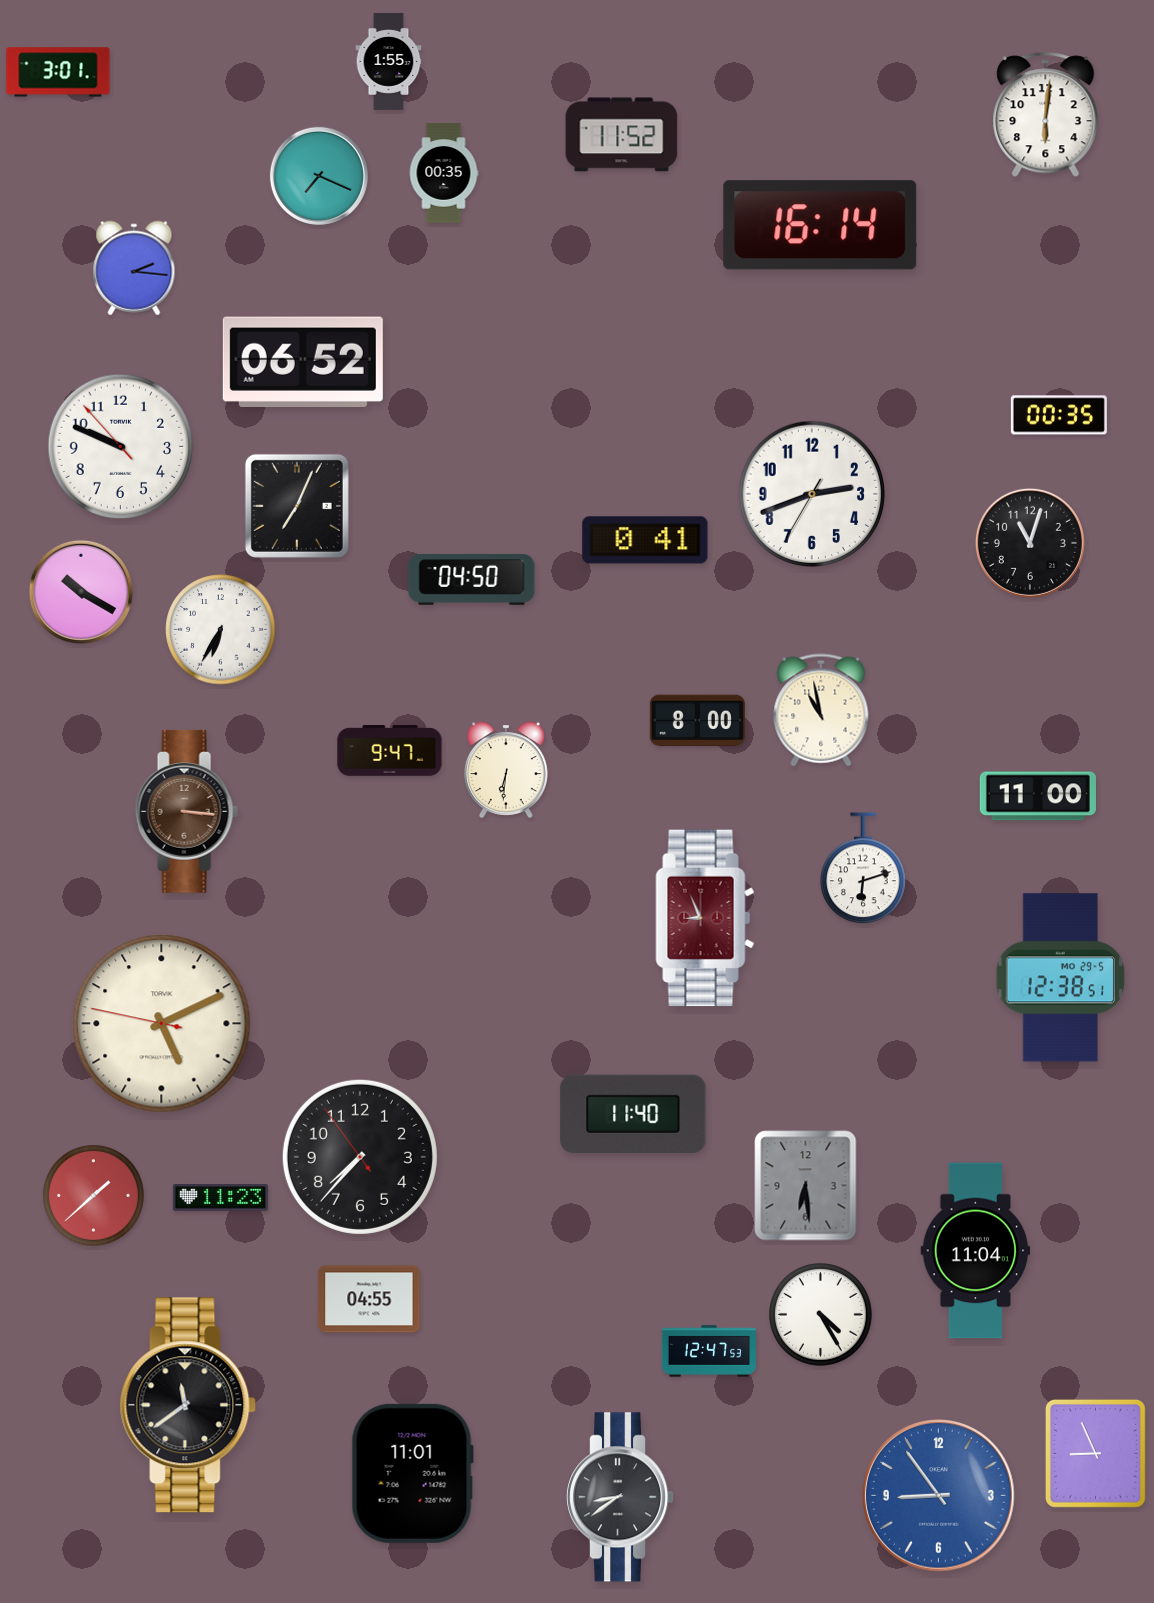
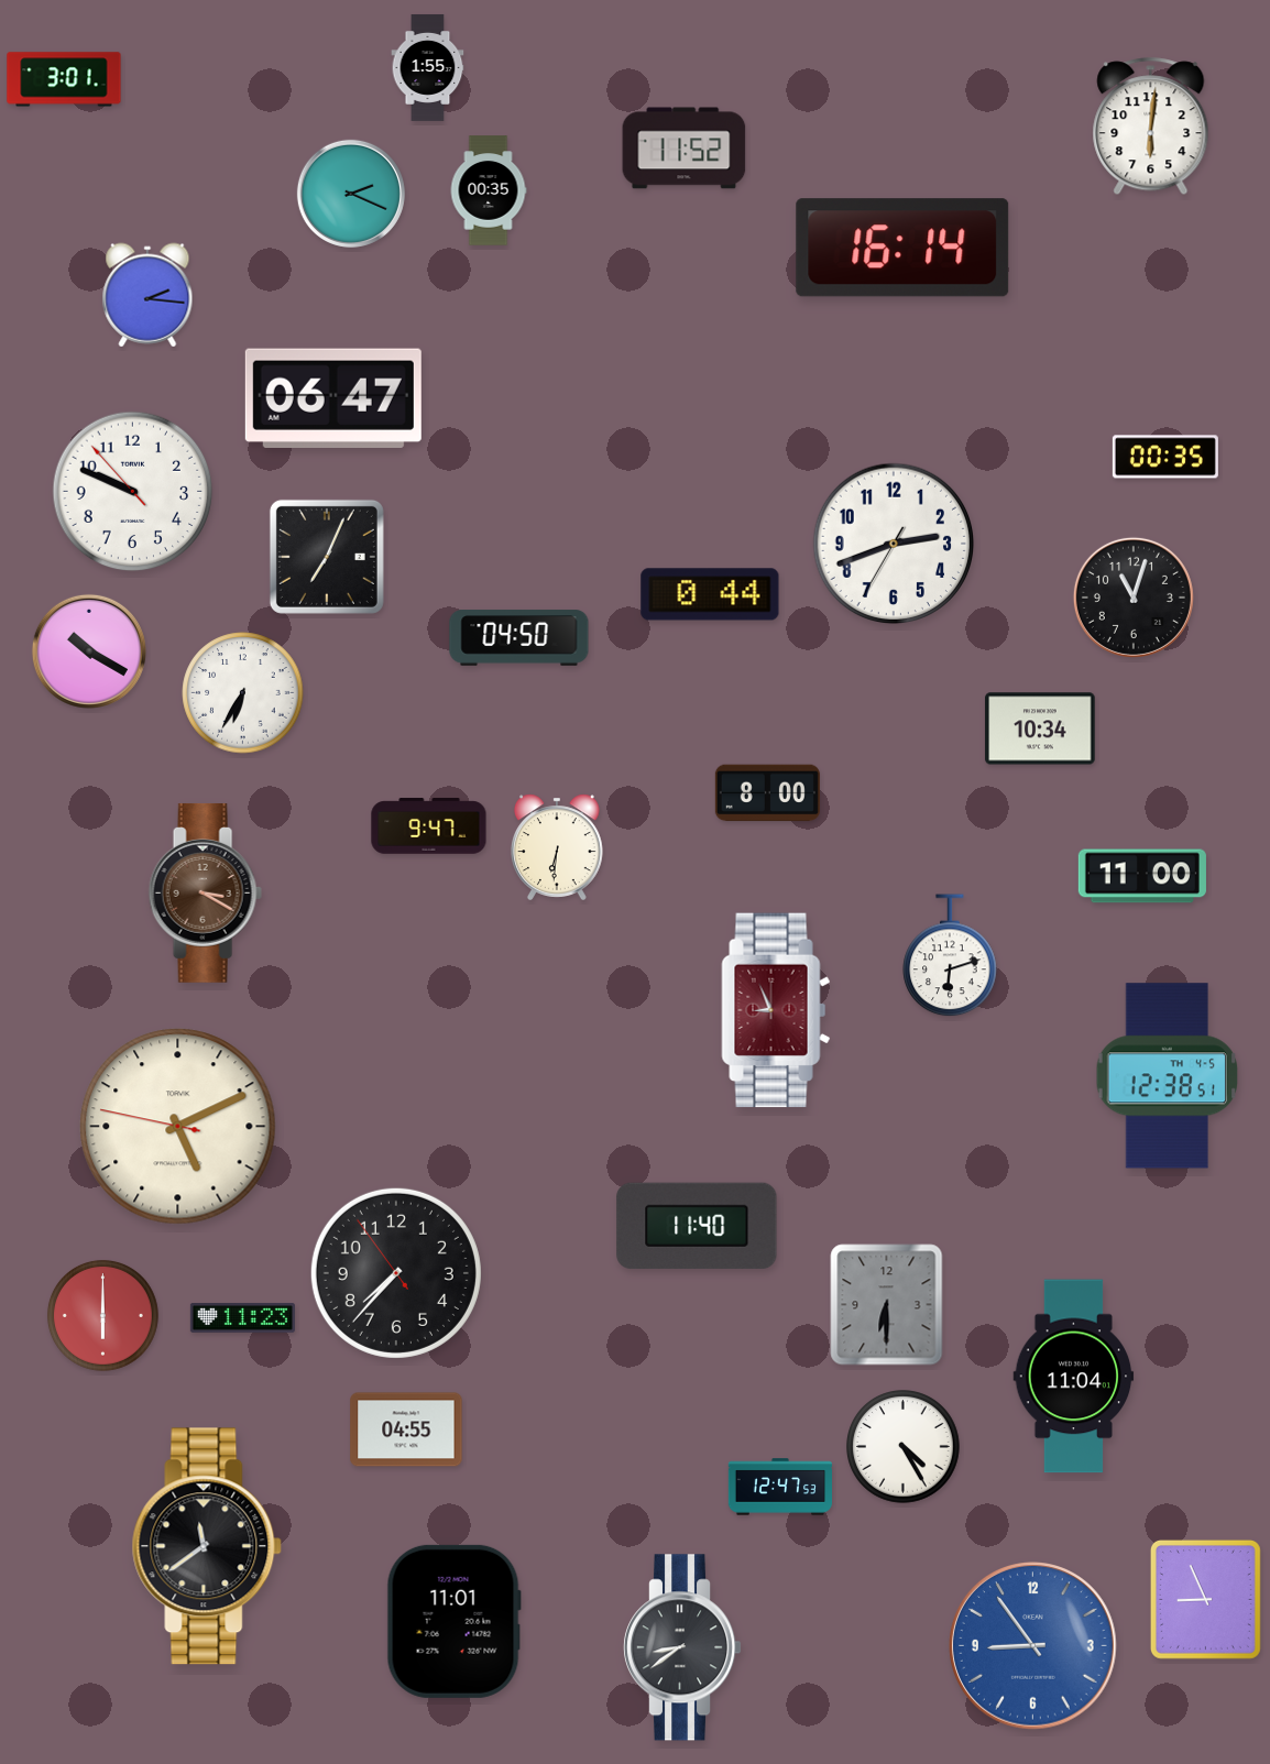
clock at (319, 176): 7:19 -> 2:19
clock at (303, 361): 06:52 -> 06:47
clock at (645, 540): 0:41 -> 0:44
clock at (1040, 728): none -> 10:34
clock at (821, 710): 10:58 -> none
clock at (186, 811): 3:16 -> 3:20
clock at (1061, 978) date: MO 29-5 -> TH 4-5
clock at (806, 1186): 6:29 -> 6:30
clock at (93, 1195): 1:38 -> 6:00
